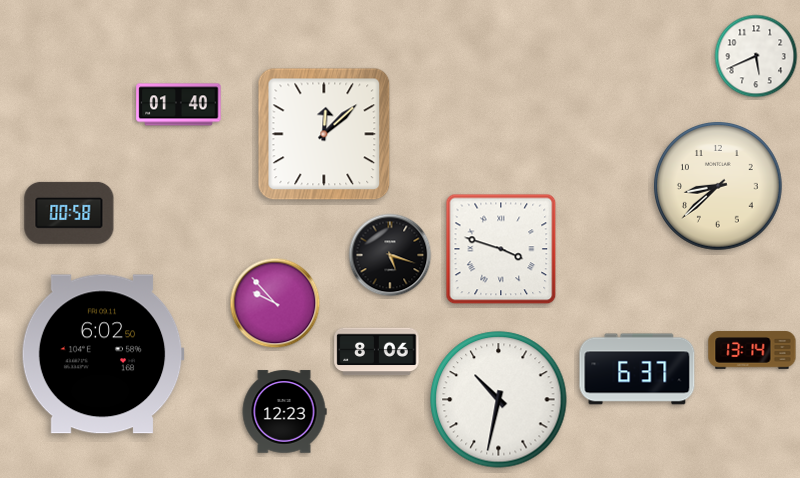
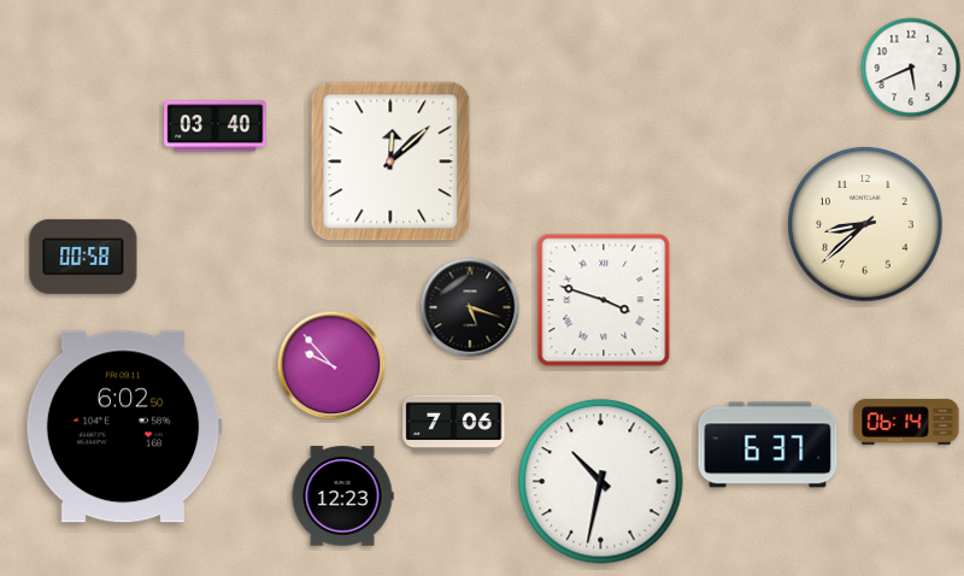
clock at (179, 105): 01:40 -> 03:40
clock at (752, 350): 13:14 -> 06:14
clock at (377, 352): 8:06 -> 7:06
